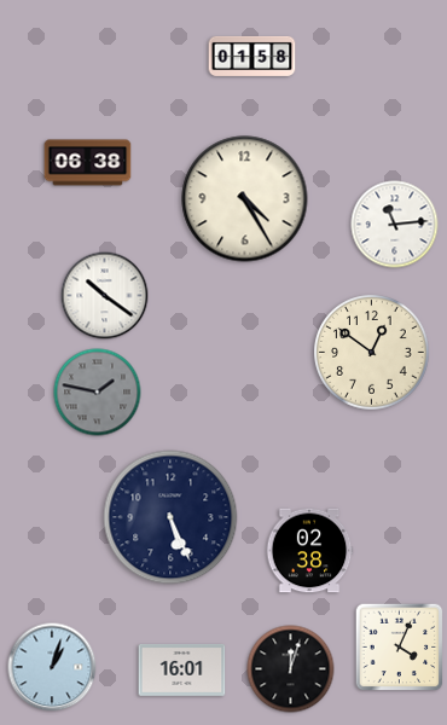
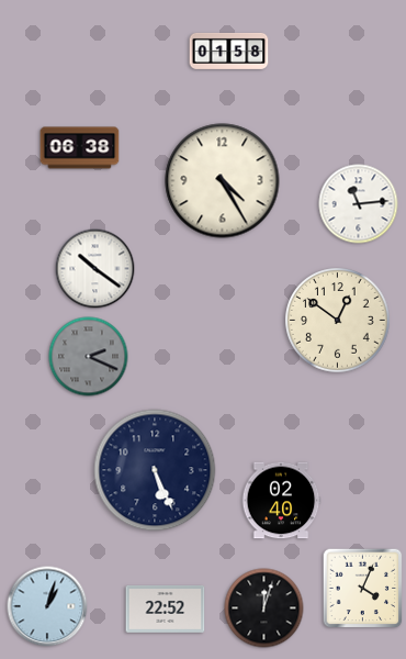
clock at (98, 393): 1:47 -> 2:19
clock at (309, 551): 02:38 -> 02:40
clock at (182, 669): 16:01 -> 22:52
